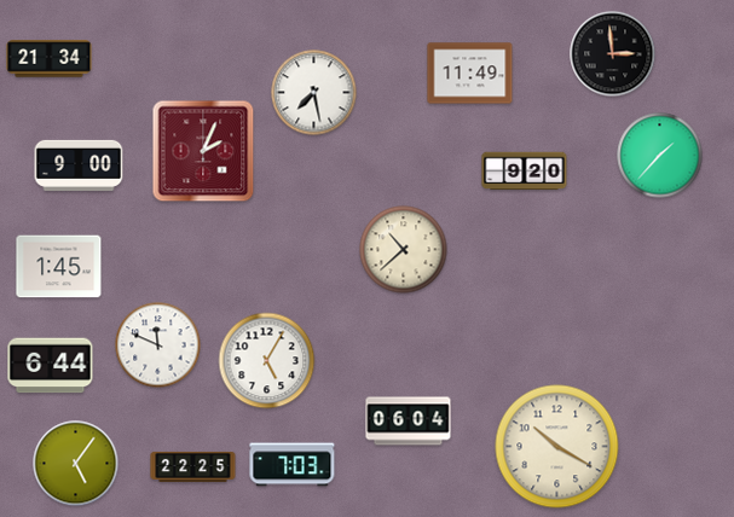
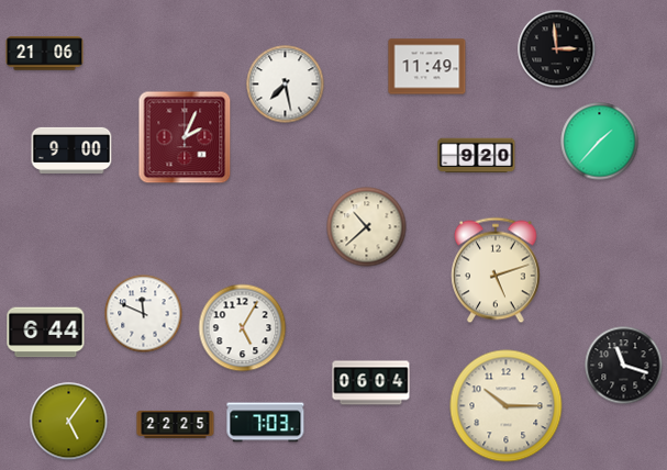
clock at (50, 59): 21:34 -> 21:06
clock at (59, 267): 1:45 -> none
clock at (496, 270): none -> 5:12
clock at (624, 366): none -> 11:18
clock at (557, 447): 10:20 -> 10:15
